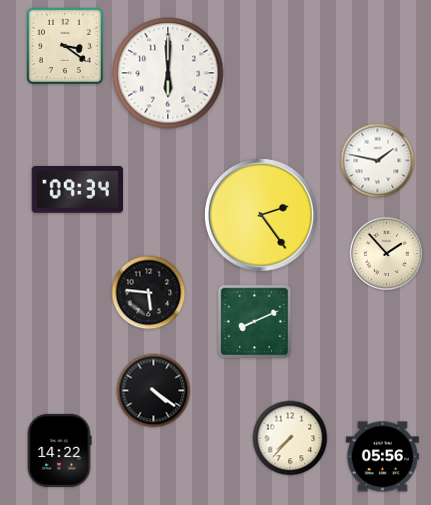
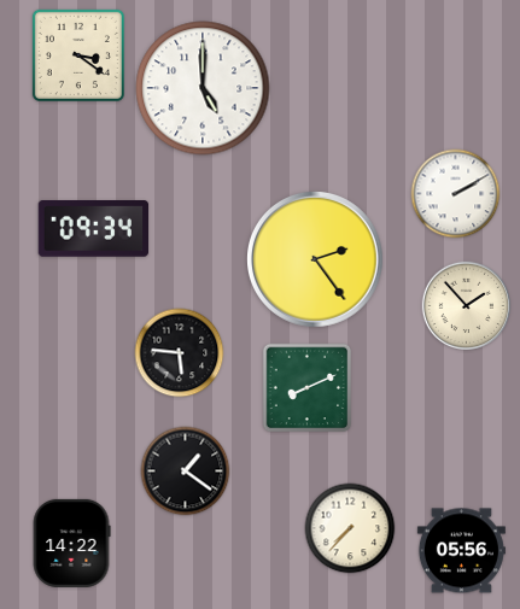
clock at (168, 73): 6:00 -> 5:00
clock at (378, 161): 1:47 -> 2:10
clock at (154, 391): 4:21 -> 1:21
